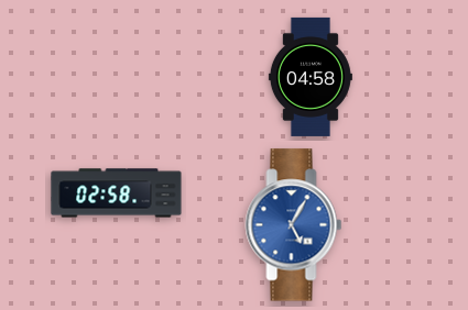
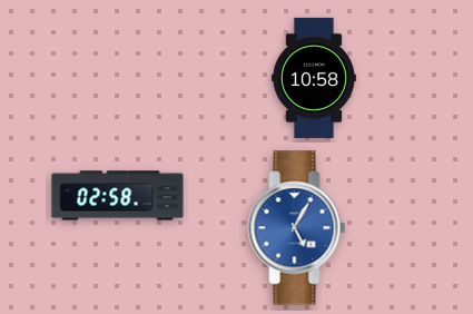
clock at (311, 77): 04:58 -> 10:58
